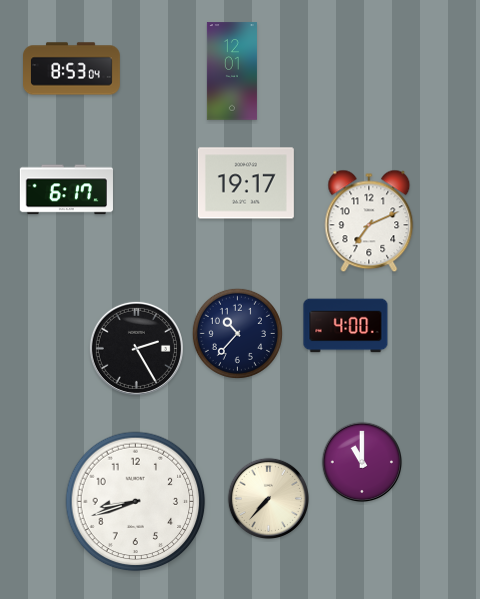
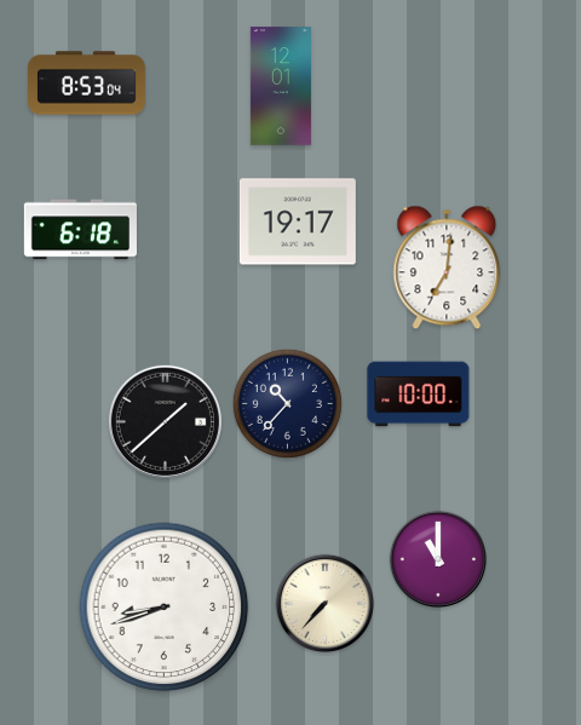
clock at (66, 190): 6:17 -> 6:18
clock at (369, 221): 7:11 -> 7:01
clock at (346, 326): 4:00 -> 10:00
clock at (136, 348): 2:25 -> 1:38
